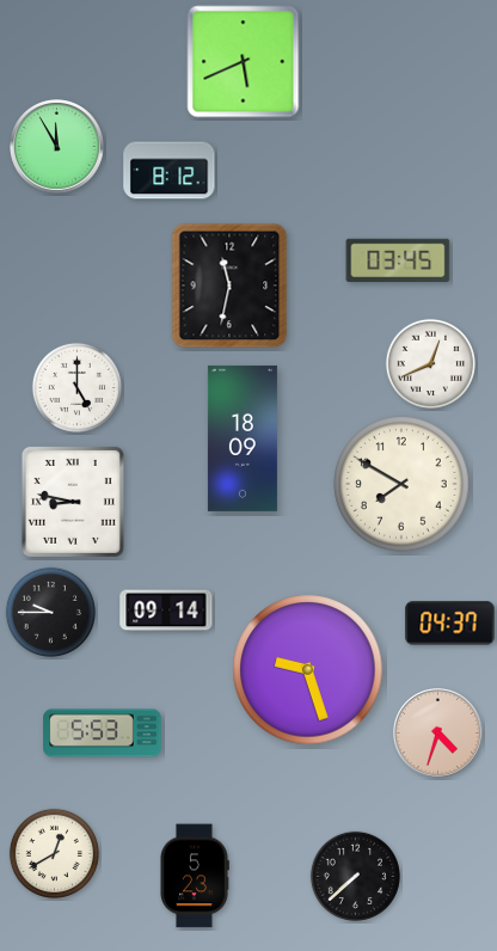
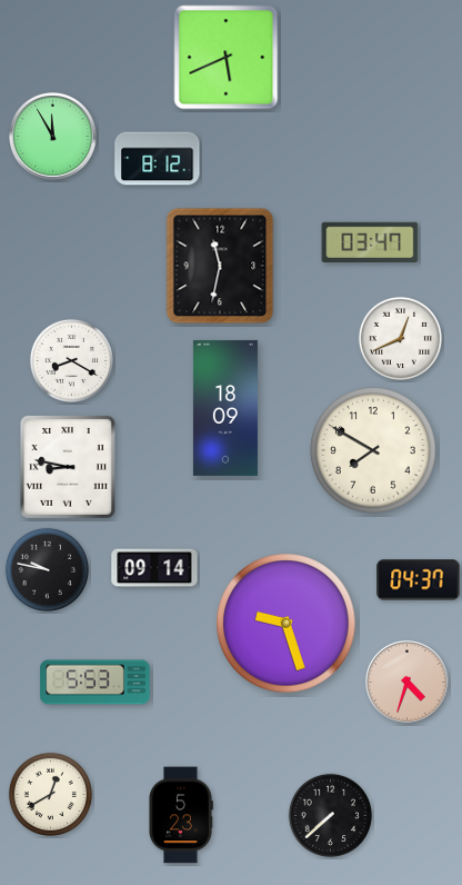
clock at (398, 260): 03:45 -> 03:47
clock at (229, 286) position: (229, 286) -> (220, 266)
clock at (76, 387): 5:00 -> 8:20
clock at (50, 612): 9:45 -> 9:47
